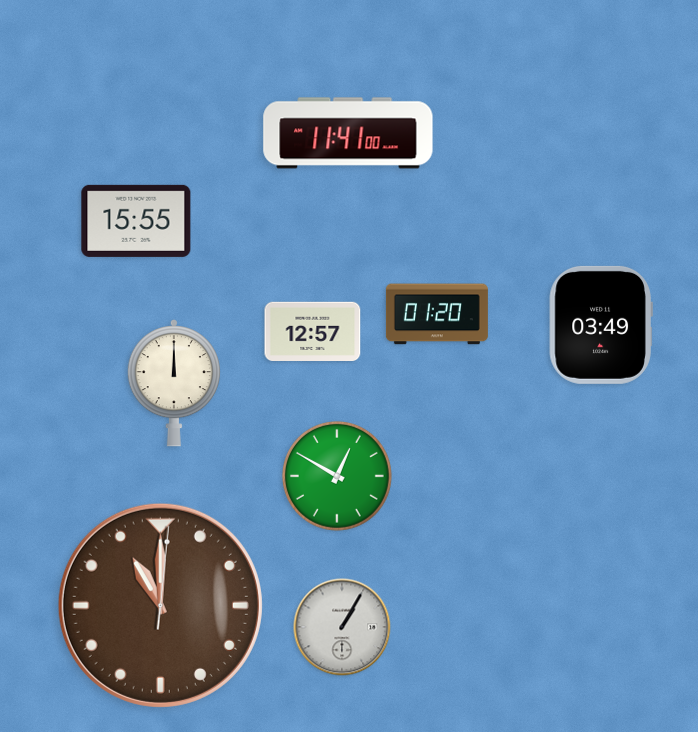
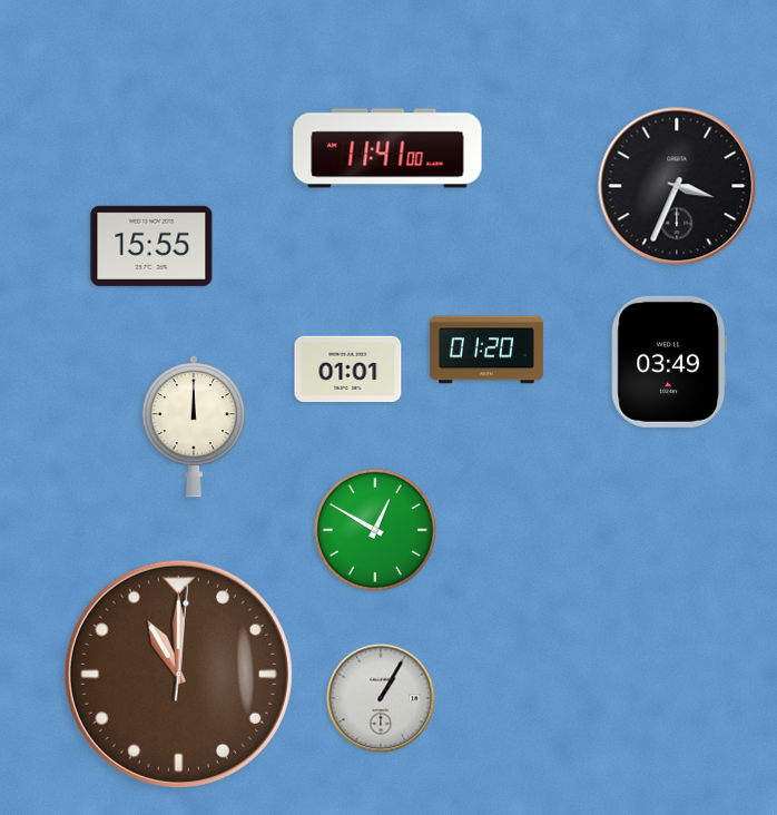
clock at (677, 186): none -> 3:34
clock at (313, 331): 12:57 -> 01:01
